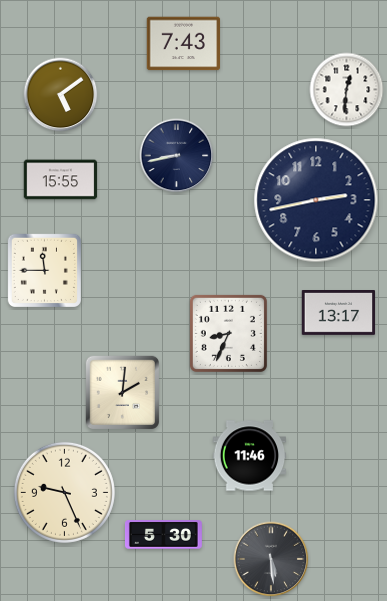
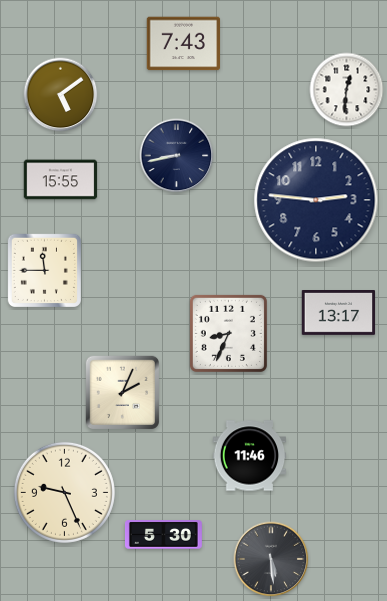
clock at (316, 200): 2:43 -> 2:46
clock at (122, 392): 2:01 -> 2:04
